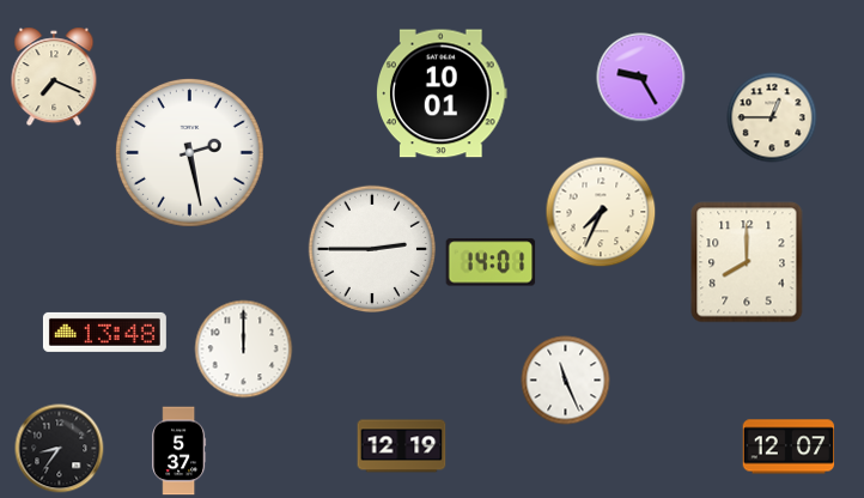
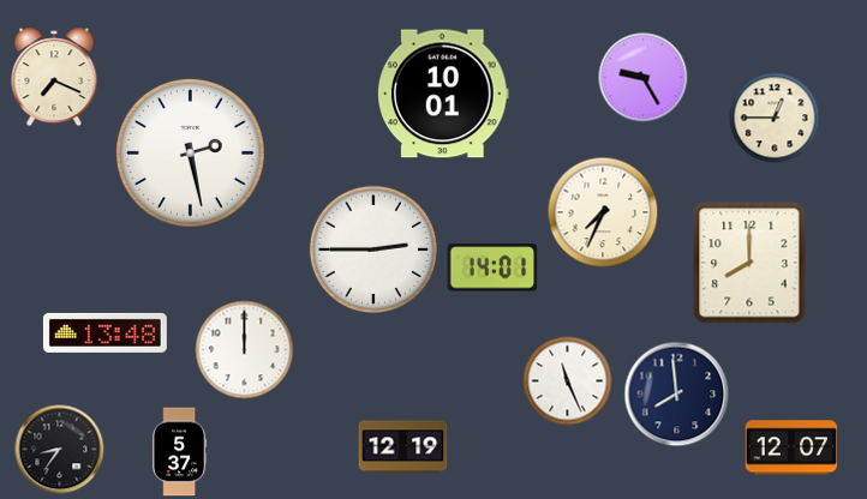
clock at (491, 262) position: (491, 262) -> (492, 267)
clock at (677, 395): none -> 7:59
